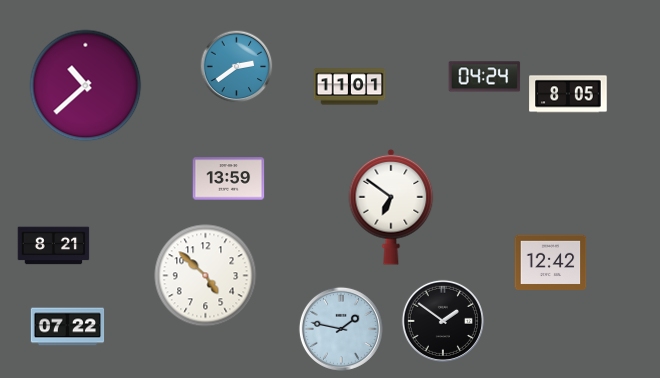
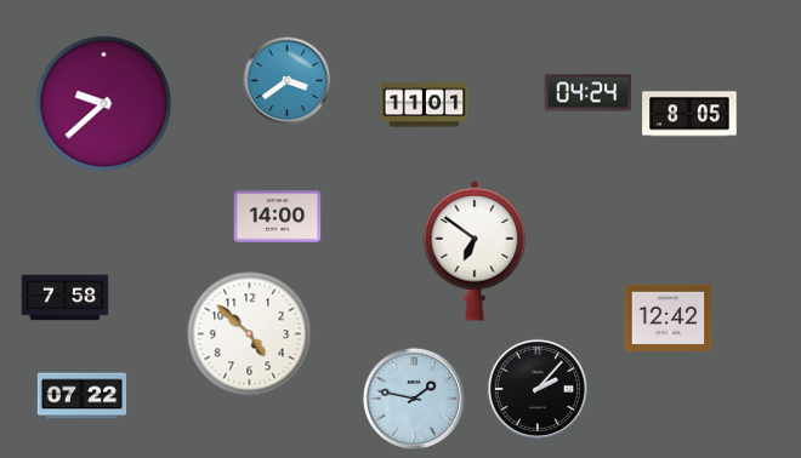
clock at (237, 67): 2:39 -> 3:39
clock at (86, 86): 10:38 -> 9:38
clock at (229, 179): 13:59 -> 14:00
clock at (54, 246): 8:21 -> 7:58
clock at (443, 321): 1:51 -> 2:07
